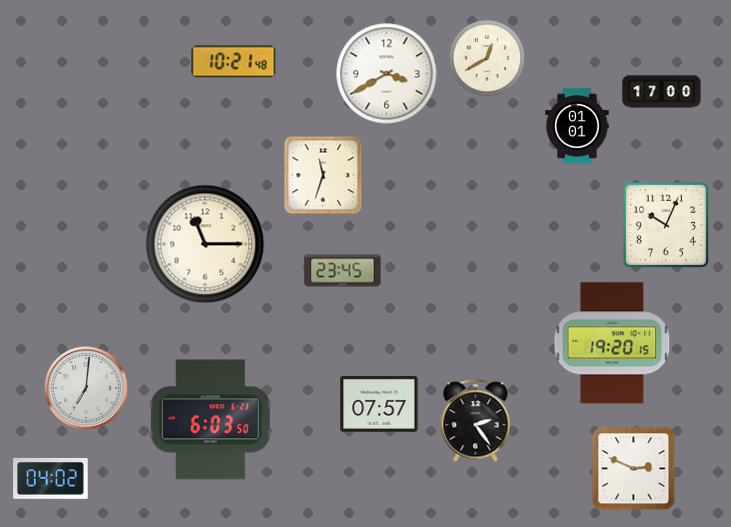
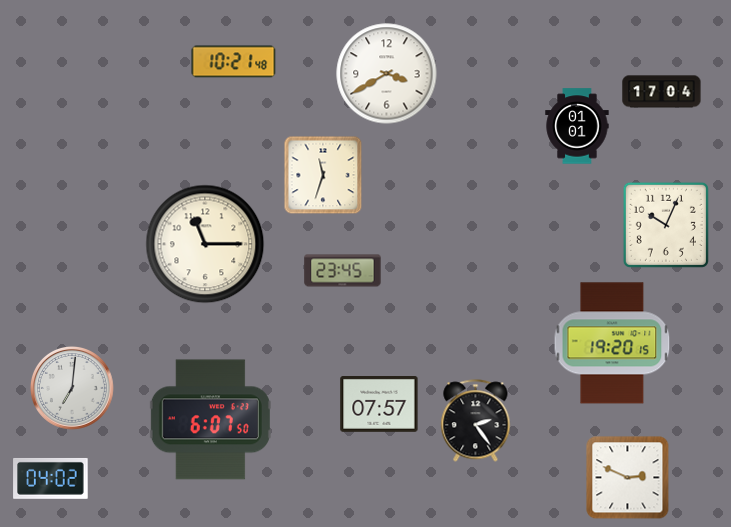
clock at (487, 58): 12:40 -> none
clock at (662, 92): 17:00 -> 17:04
clock at (86, 388) position: (86, 388) -> (72, 388)
clock at (210, 420): 6:03 -> 6:07
clock at (634, 469) position: (634, 469) -> (628, 478)
